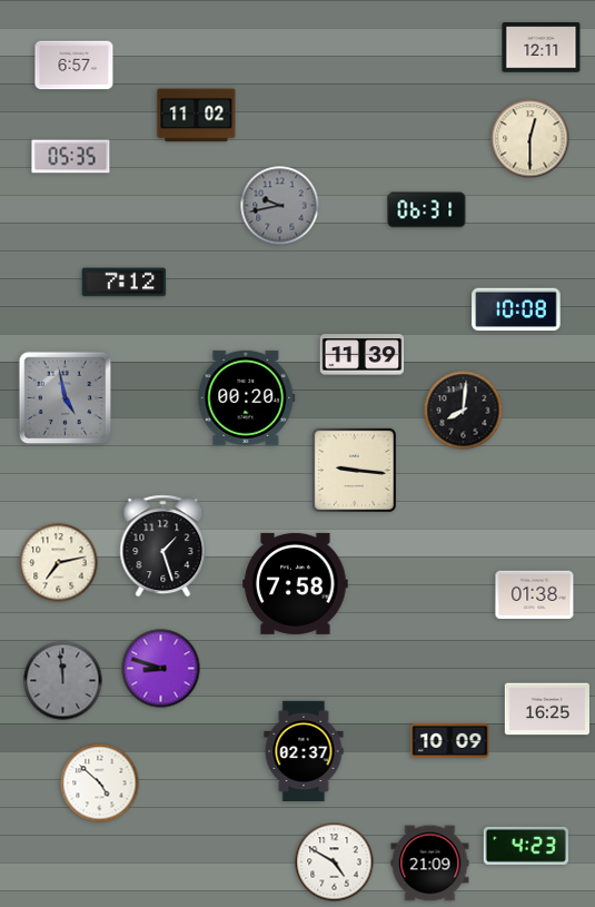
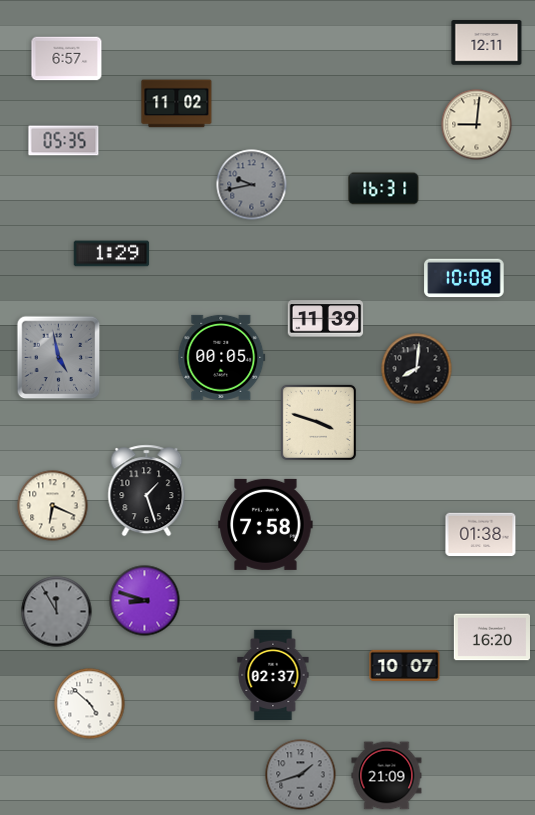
clock at (530, 139): 12:30 -> 9:01
clock at (427, 210): 06:31 -> 16:31
clock at (125, 283): 7:12 -> 1:29
clock at (247, 397): 00:20 -> 00:05
clock at (354, 470): 9:16 -> 3:48
clock at (59, 563): 7:13 -> 6:19
clock at (63, 681): 11:59 -> 11:55
clock at (546, 709): 16:25 -> 16:20
clock at (450, 740): 10:09 -> 10:07
clock at (526, 846): 4:23 -> none
clock at (335, 862): 4:50 -> 1:42
clock at (335, 862) dial: white -> grey
